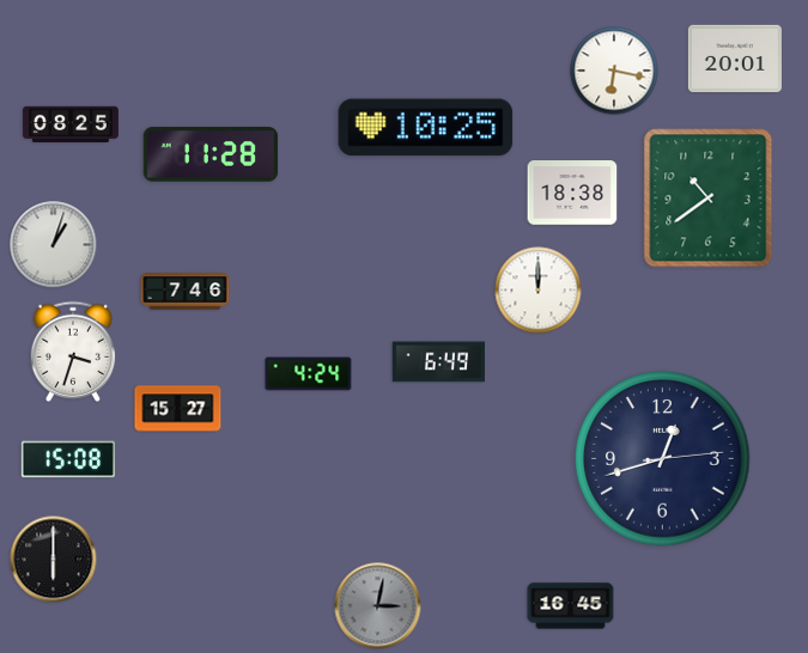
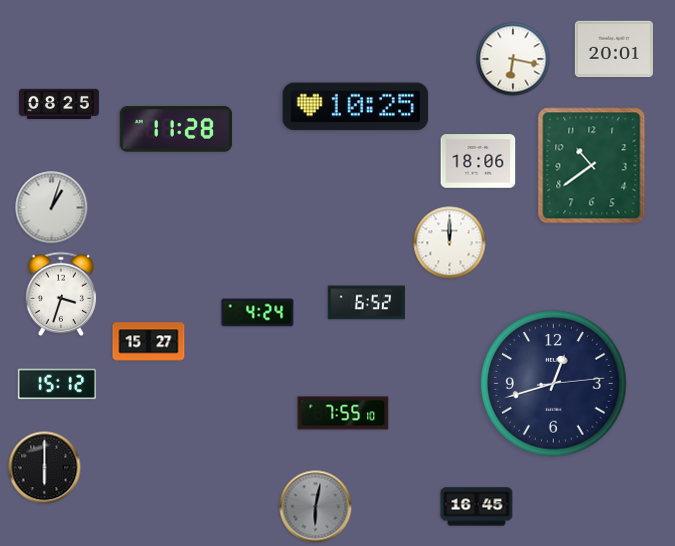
clock at (572, 193): 18:38 -> 18:06
clock at (54, 245) position: (54, 245) -> (52, 208)
clock at (186, 292): 7:46 -> none
clock at (438, 362): 6:49 -> 6:52
clock at (68, 459): 15:08 -> 15:12
clock at (343, 413): none -> 7:55
clock at (378, 606): 3:02 -> 6:02
